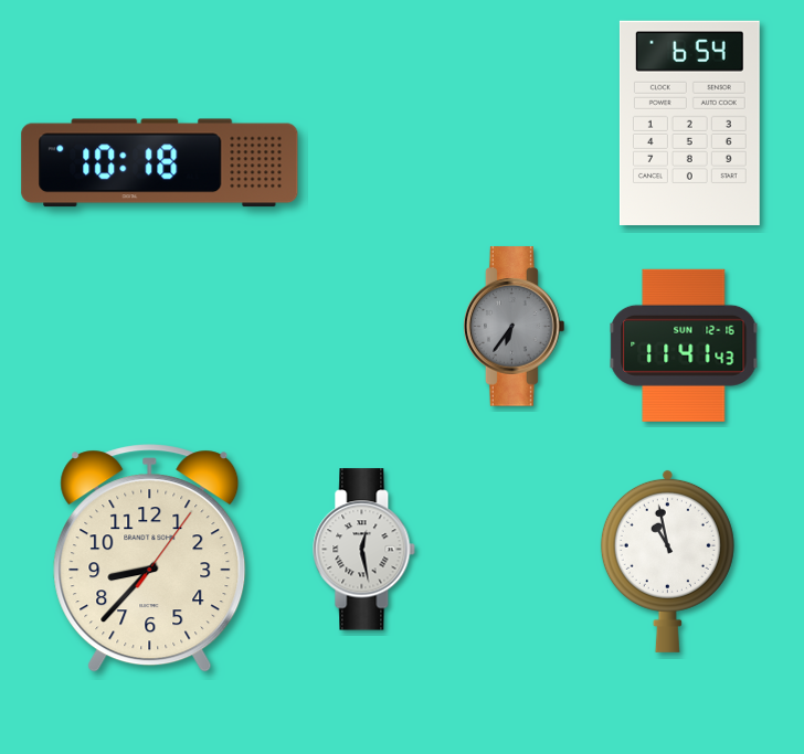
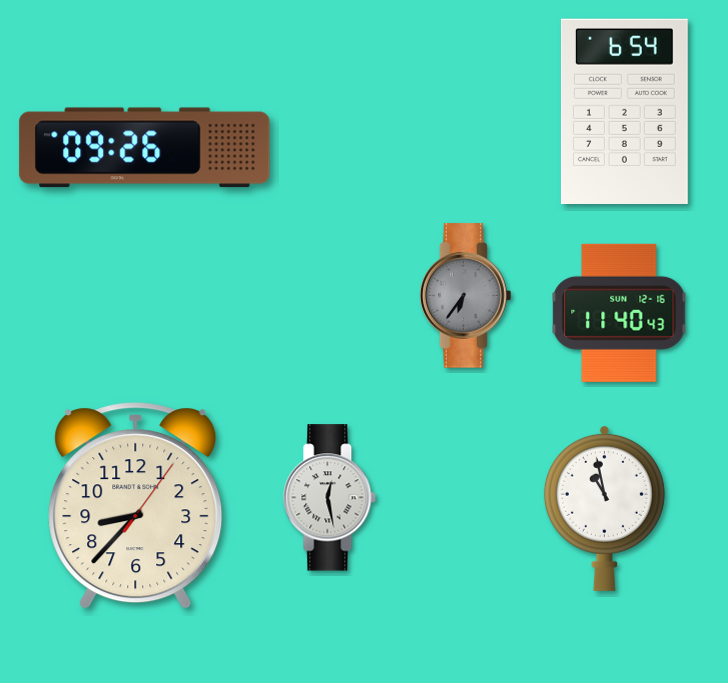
clock at (160, 163): 10:18 -> 09:26
clock at (684, 346): 11:41 -> 11:40
